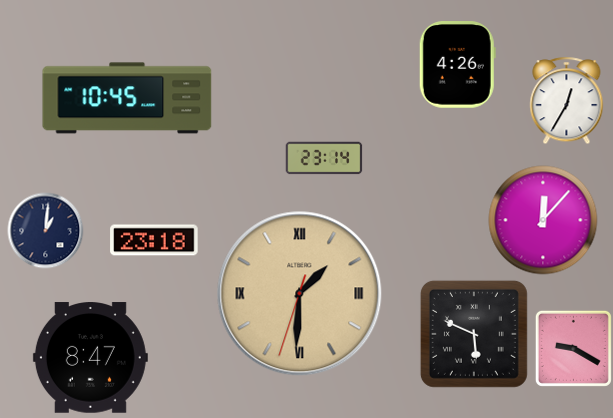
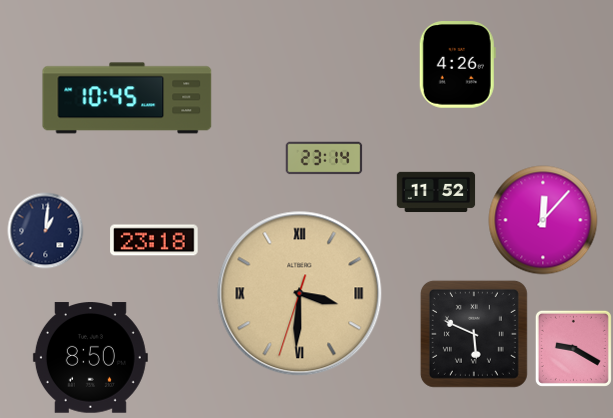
clock at (567, 101): 12:35 -> none
clock at (436, 192): none -> 11:52
clock at (300, 294): 1:30 -> 3:30
clock at (90, 358): 8:47 -> 8:50
